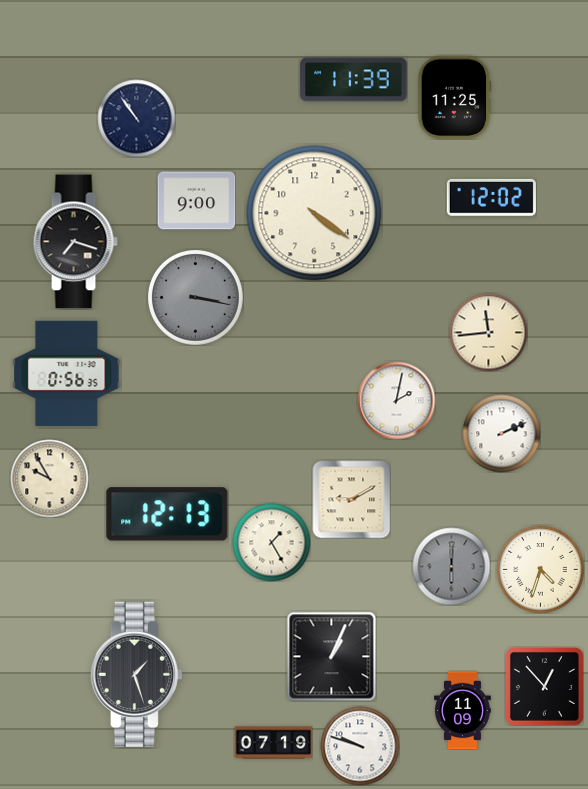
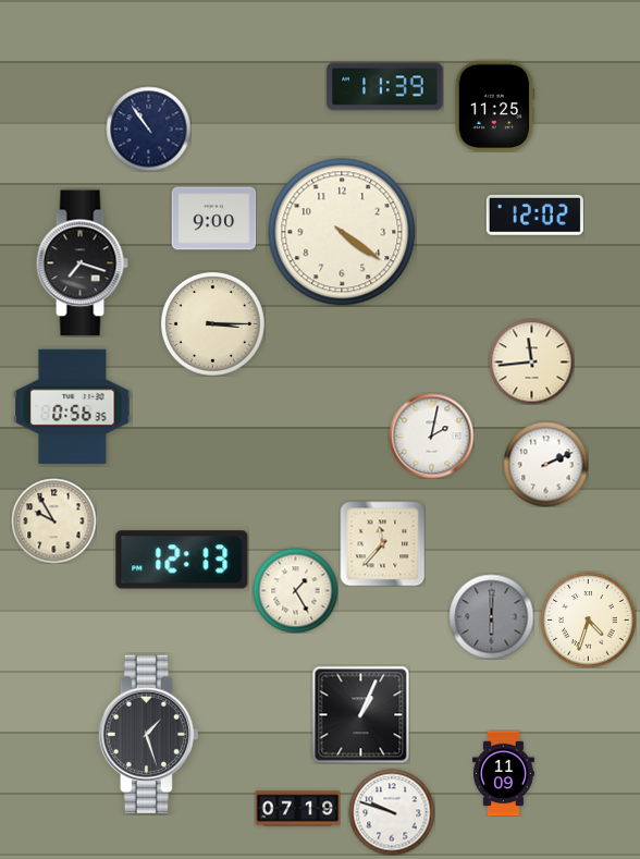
clock at (196, 298): 3:17 -> 3:15
clock at (196, 298) dial: grey -> cream
clock at (501, 433) position: (501, 433) -> (545, 464)
clock at (351, 499): 9:10 -> 11:37
clock at (545, 687): 12:53 -> none
